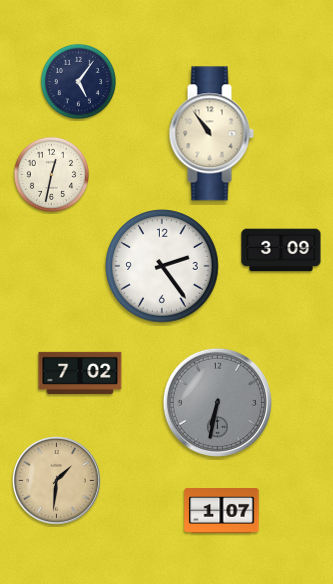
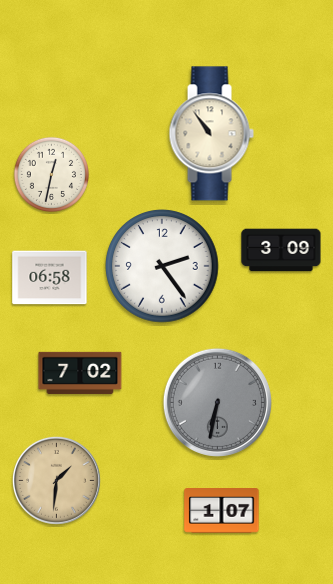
clock at (78, 81): 5:06 -> none
clock at (50, 278): none -> 06:58
